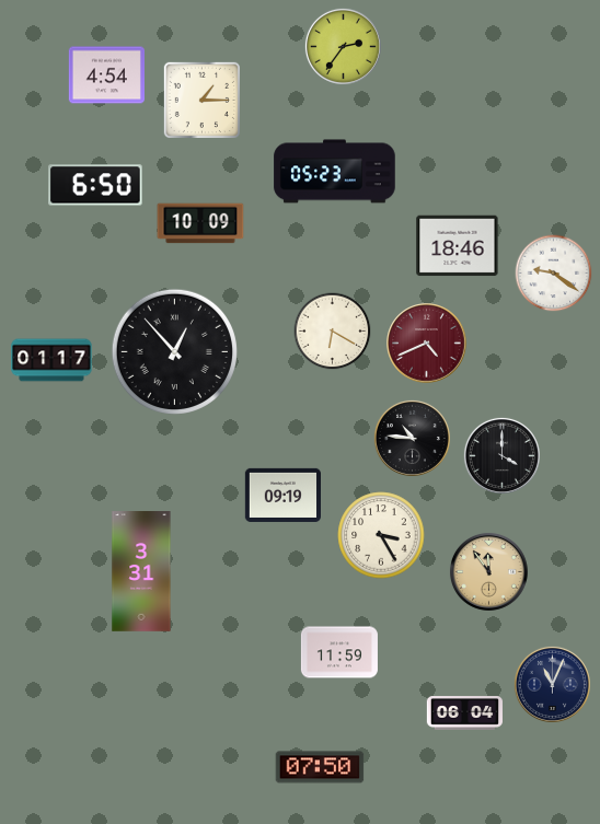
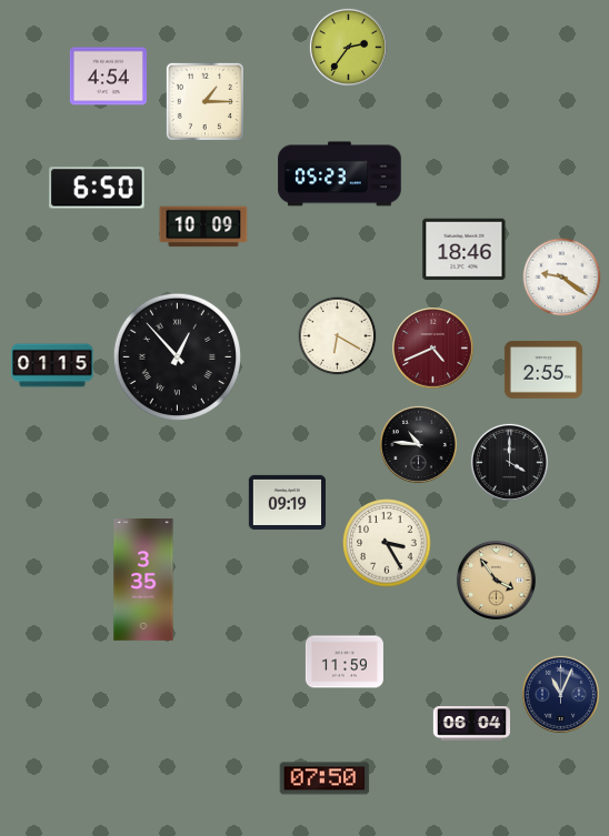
clock at (51, 360): 01:17 -> 01:15
clock at (543, 371): none -> 2:55
clock at (141, 571): 3:31 -> 3:35
clock at (488, 571): 11:54 -> 3:54
